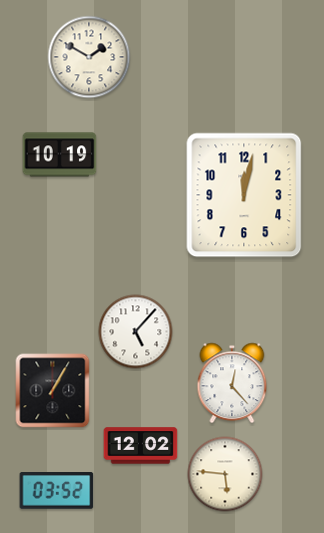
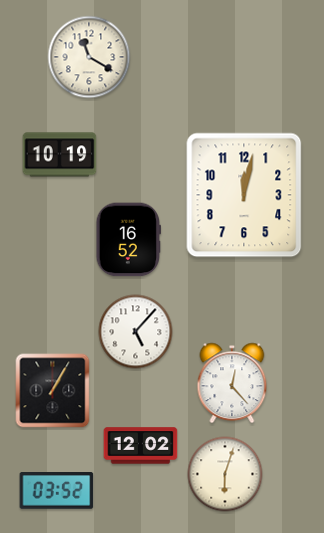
clock at (89, 57): 1:50 -> 11:20
clock at (128, 240): none -> 16:52
clock at (225, 474): 5:46 -> 6:03
